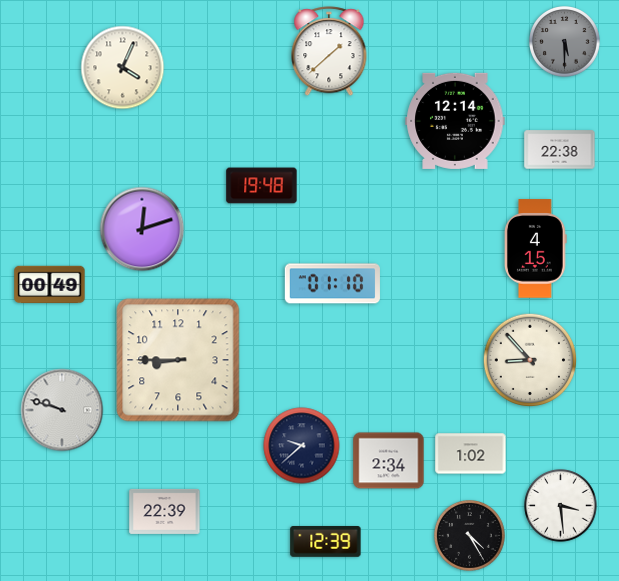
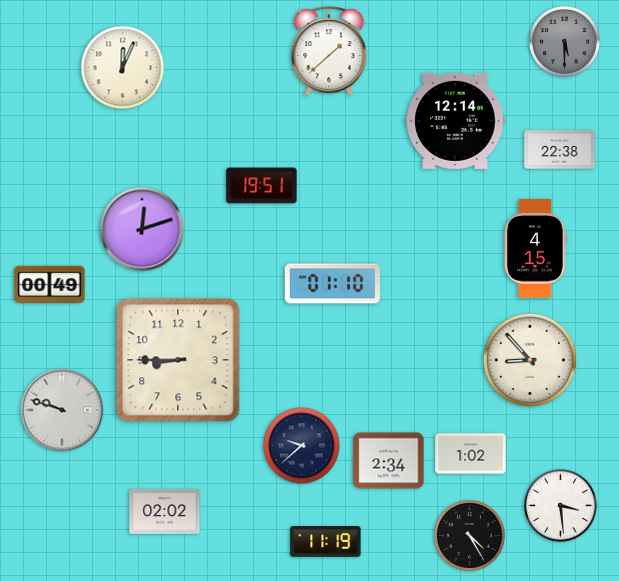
clock at (123, 68): 4:04 -> 12:04
clock at (262, 186): 19:48 -> 19:51
clock at (165, 511): 22:39 -> 02:02
clock at (326, 542): 12:39 -> 11:19
